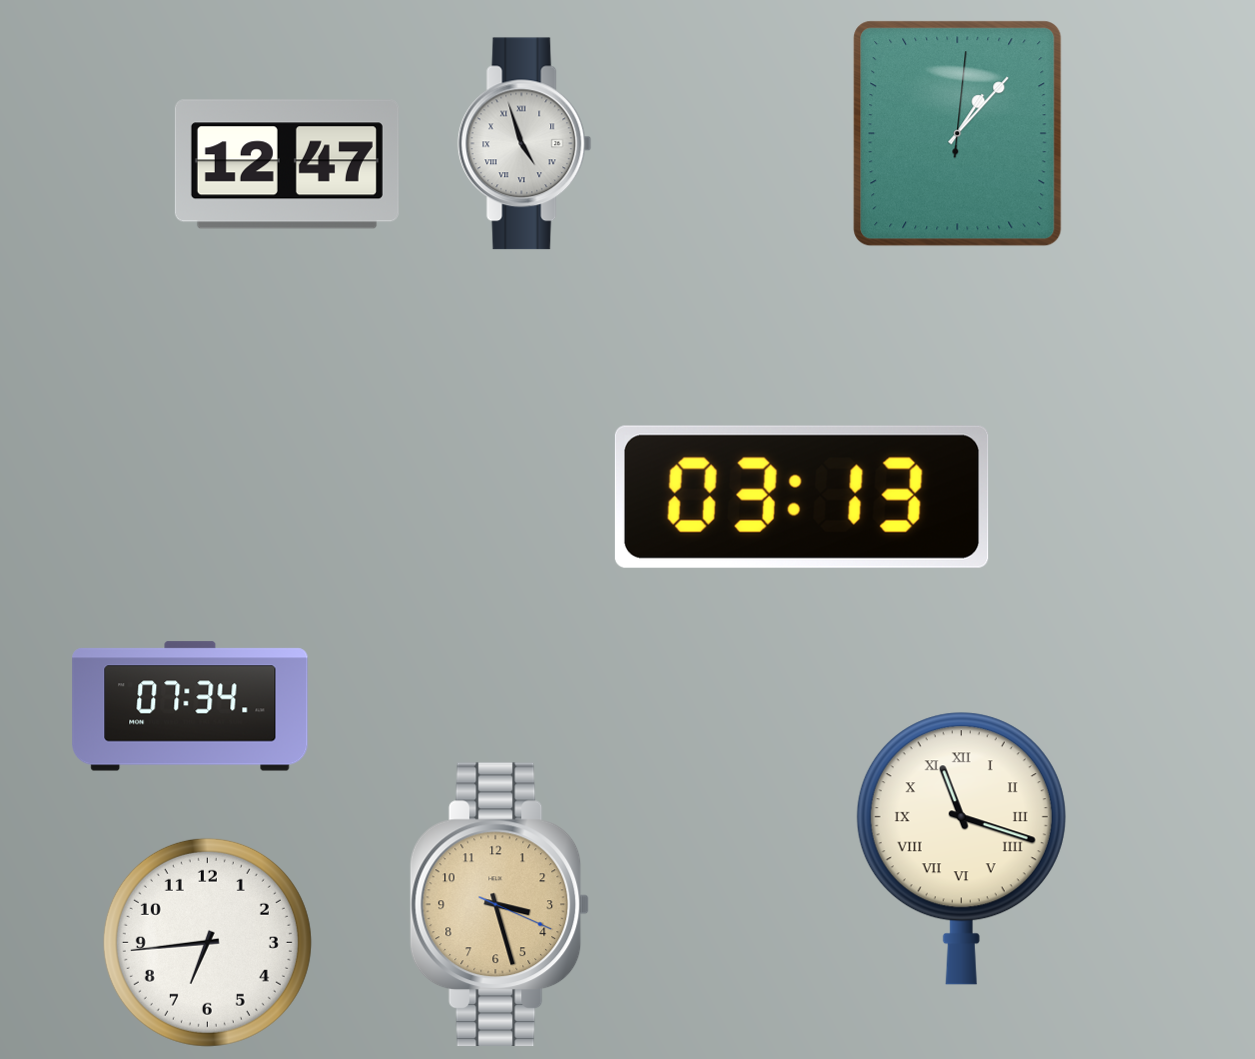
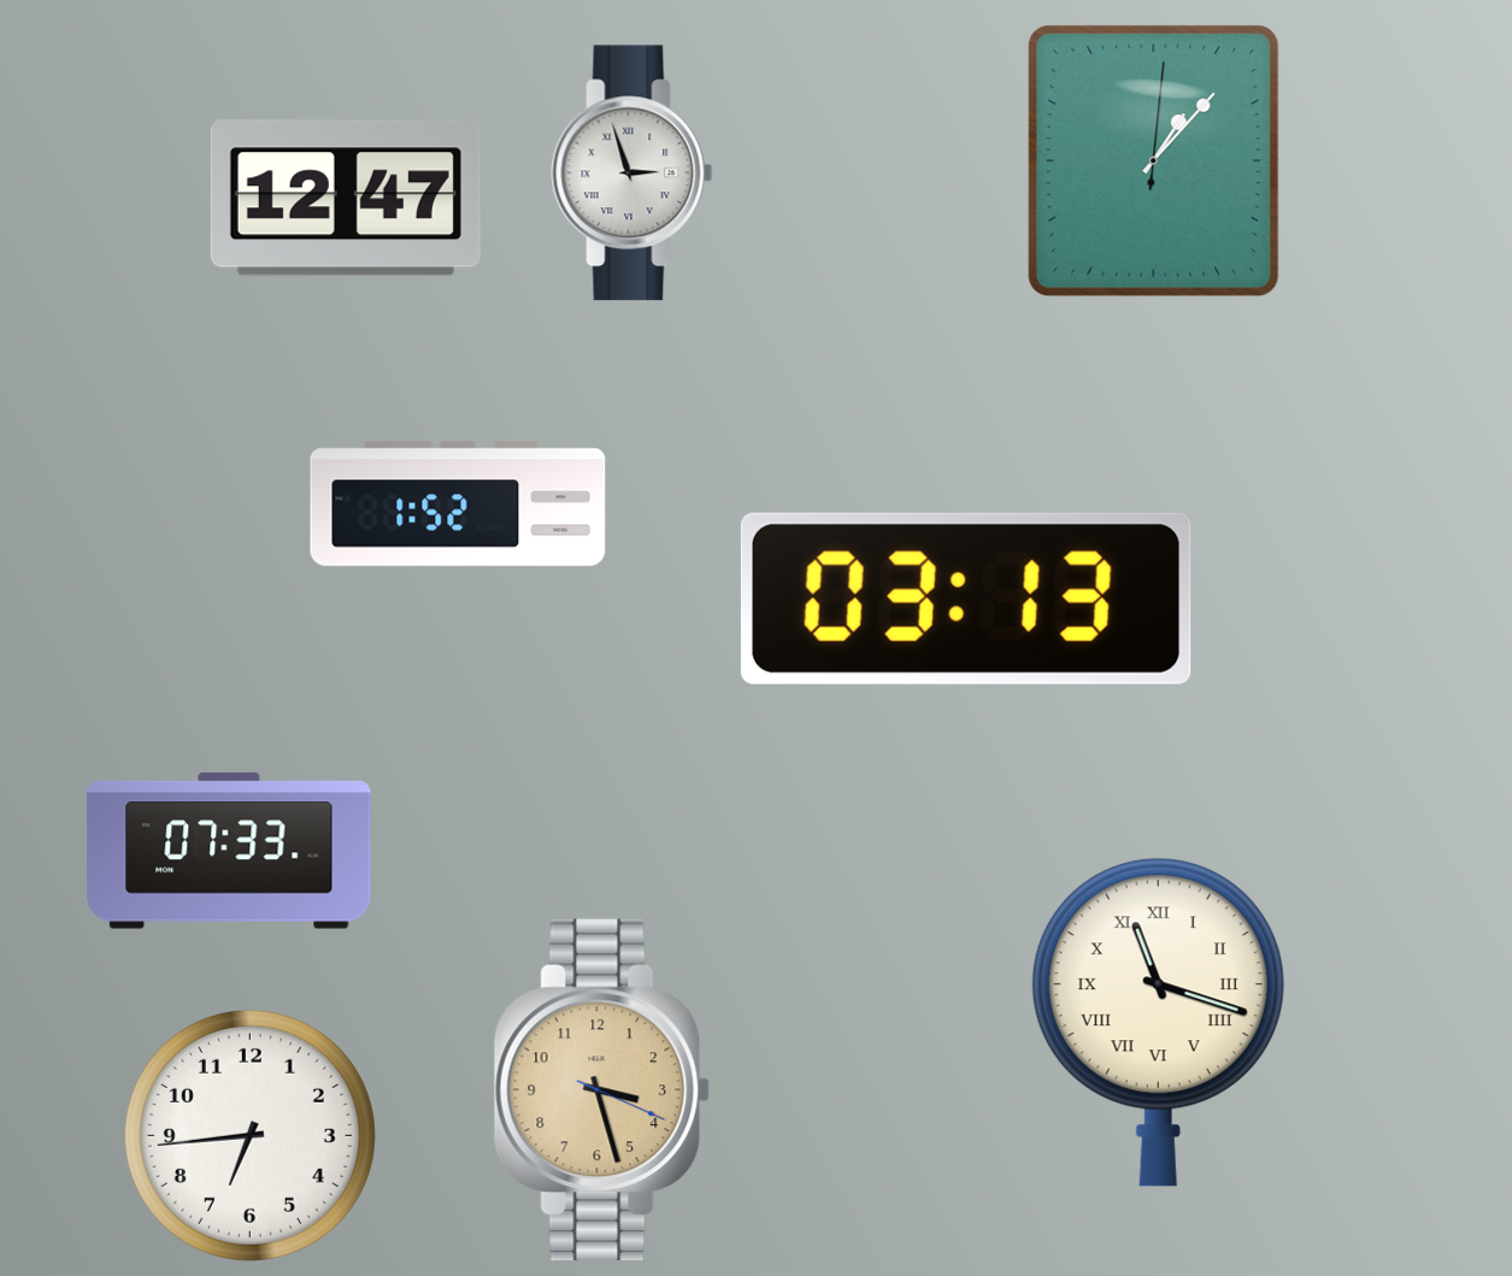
clock at (525, 144): 4:57 -> 2:57
clock at (458, 504): none -> 1:52
clock at (190, 706): 07:34 -> 07:33
